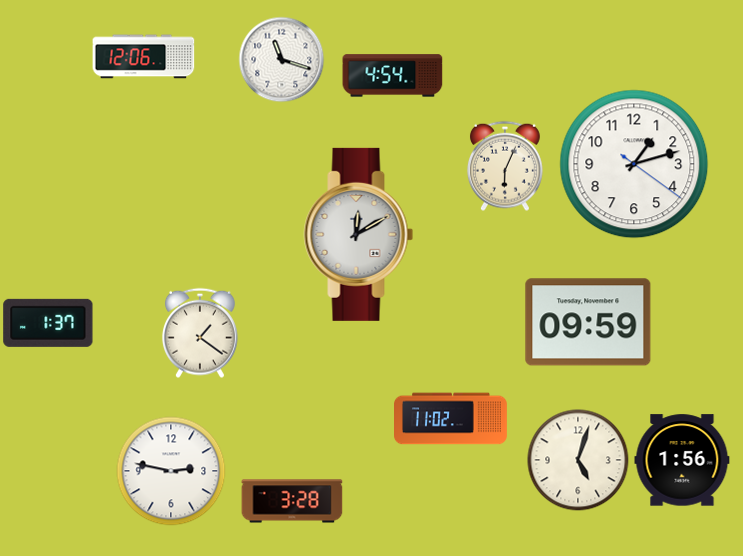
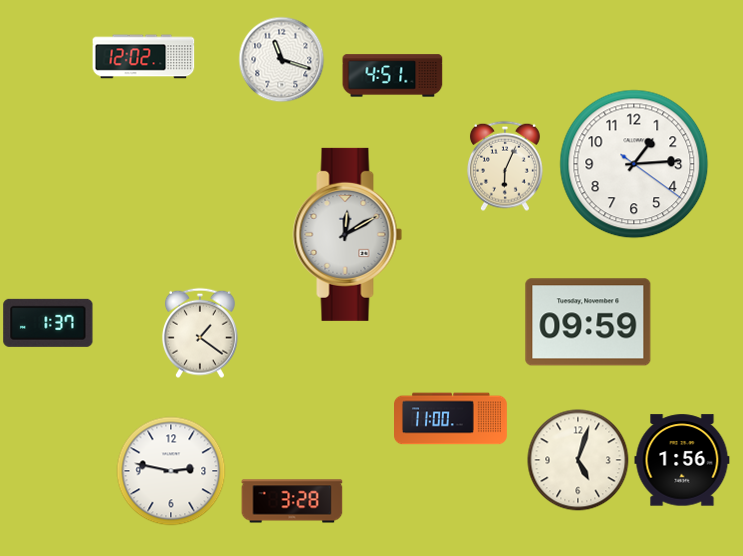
clock at (144, 57): 12:06 -> 12:02
clock at (393, 76): 4:54 -> 4:51
clock at (634, 164): 1:12 -> 1:14
clock at (359, 234) position: (359, 234) -> (348, 234)
clock at (451, 419): 11:02 -> 11:00
